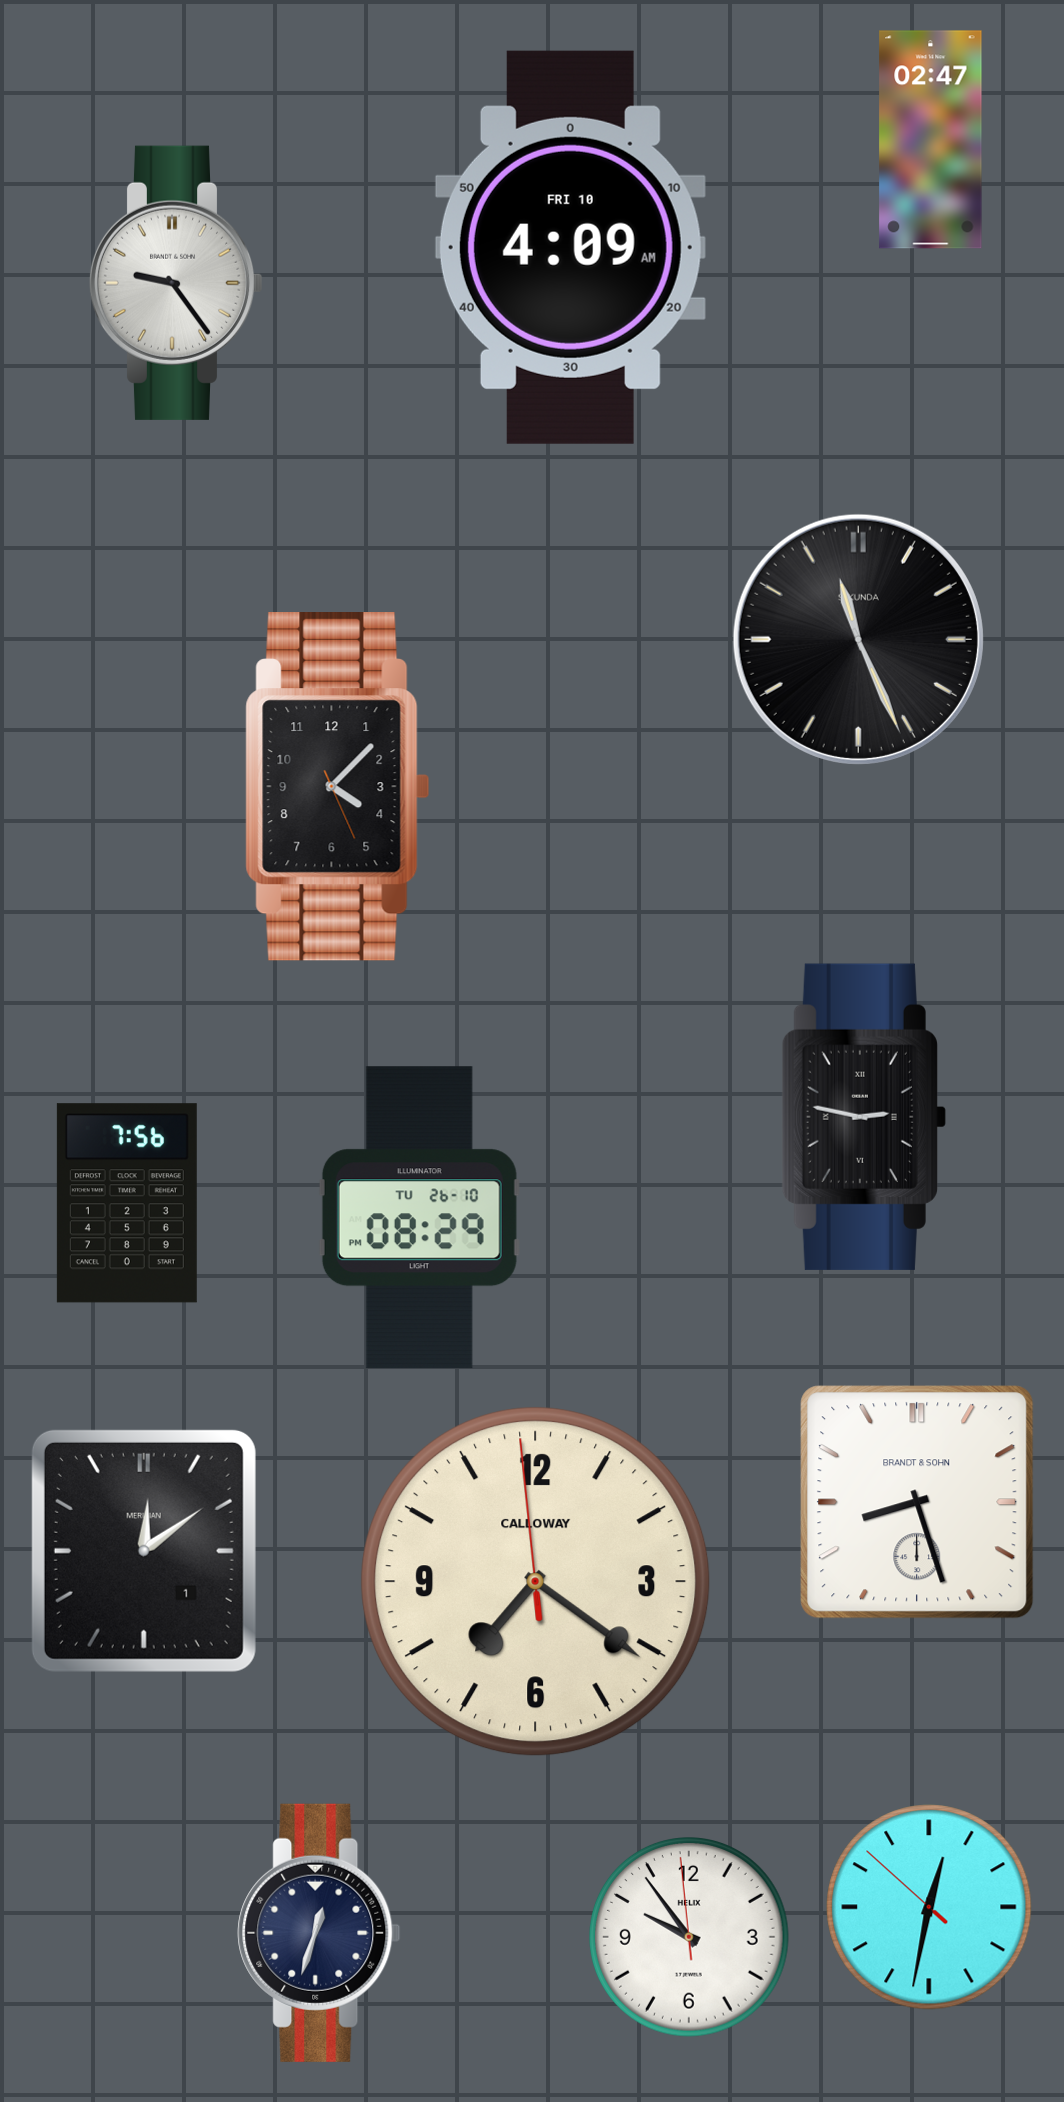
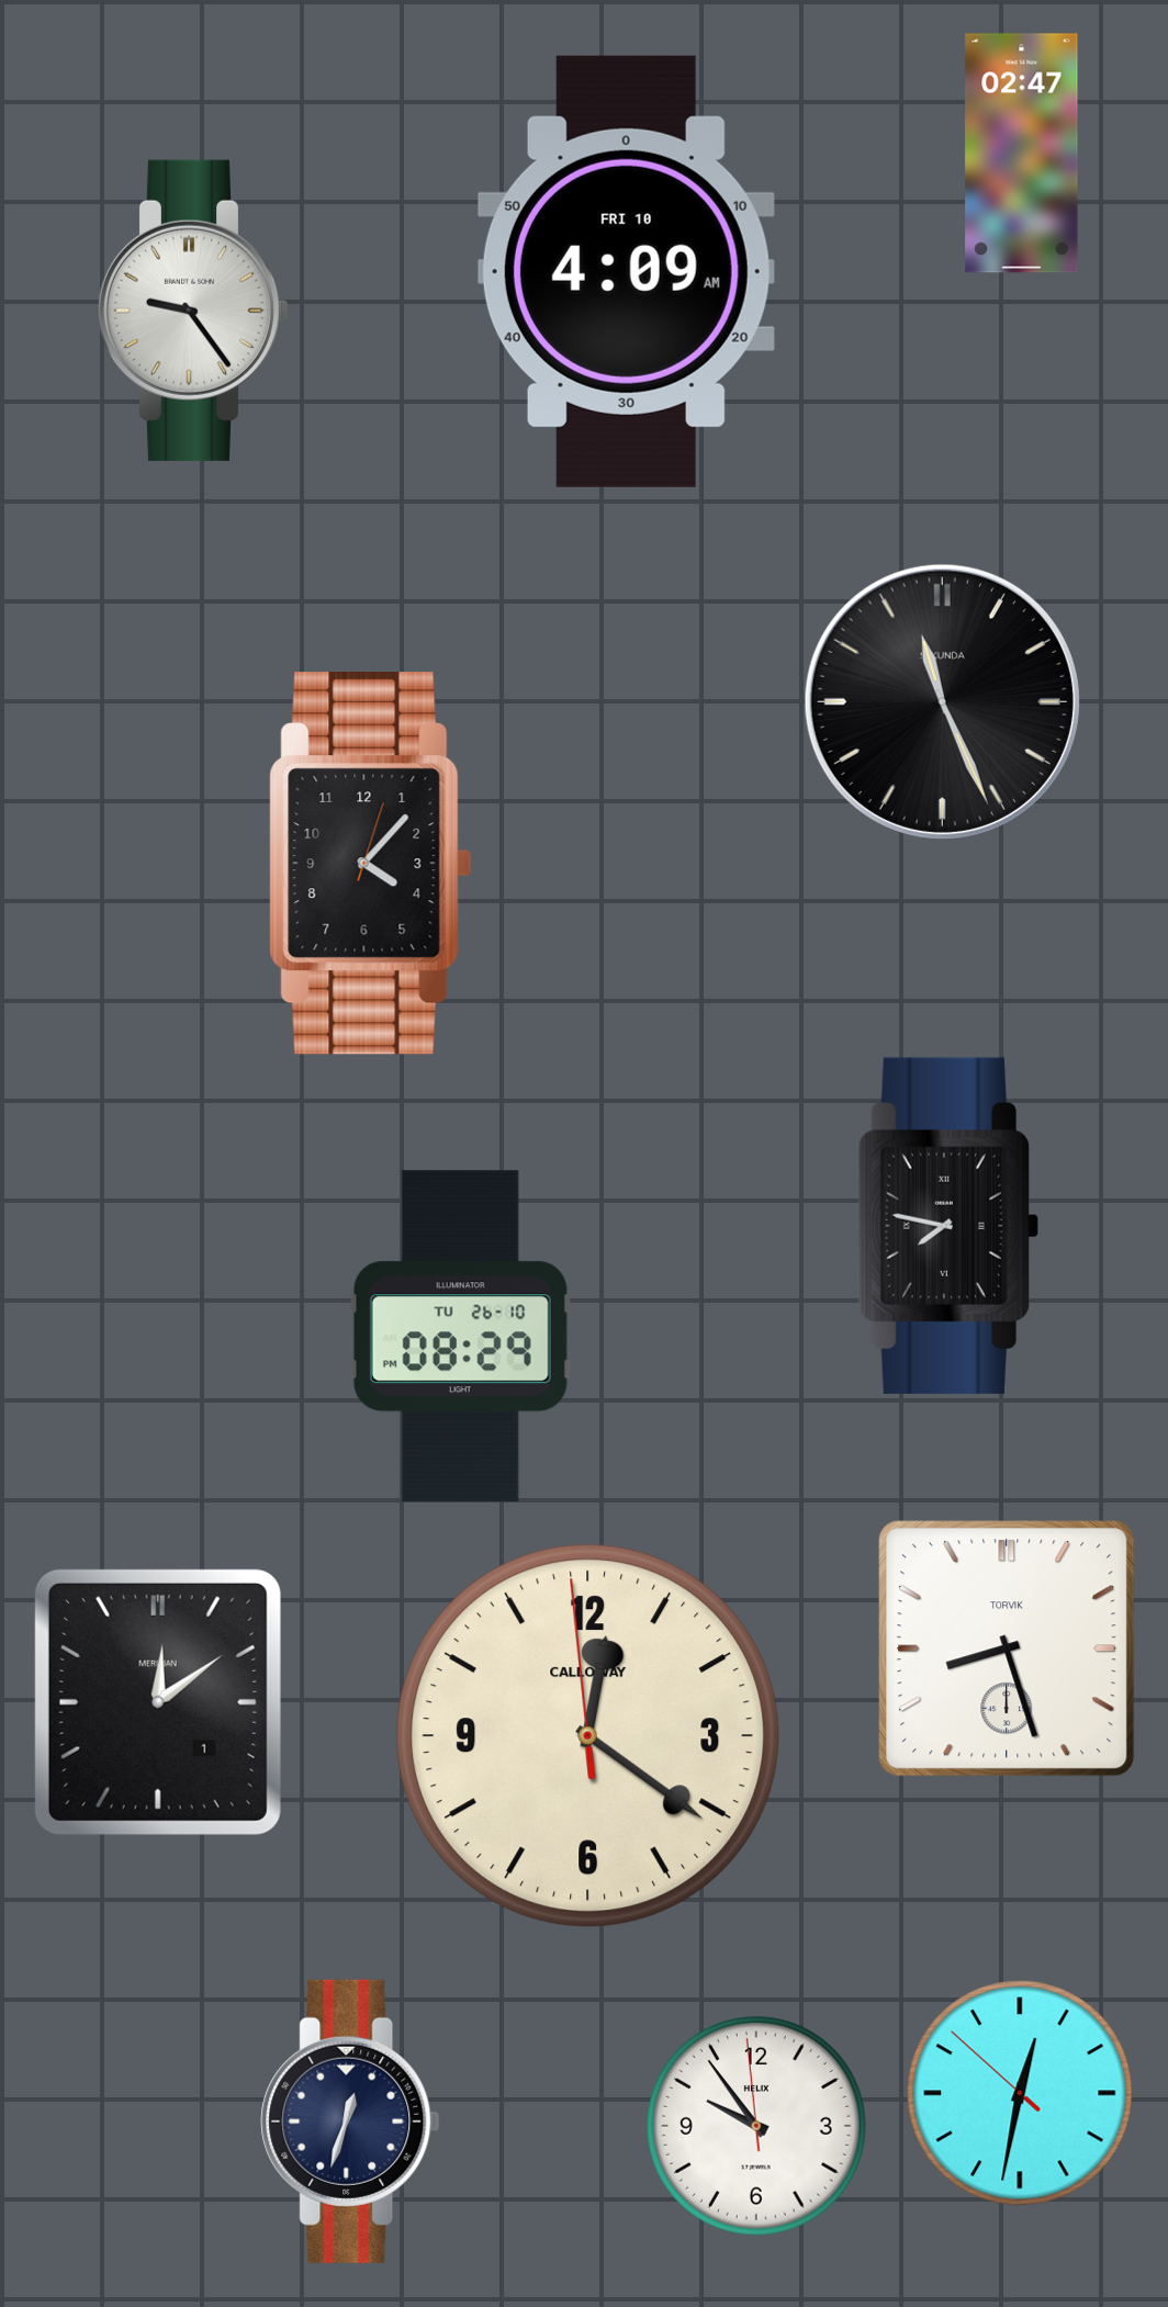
clock at (338, 786): 4:07:26 -> 4:07:03
clock at (864, 1117): 2:47 -> 7:47
clock at (127, 1203): 7:56 -> none
clock at (917, 1502) brand: BRANDT & SOHN -> TORVIK
clock at (536, 1582): 7:20 -> 12:20
